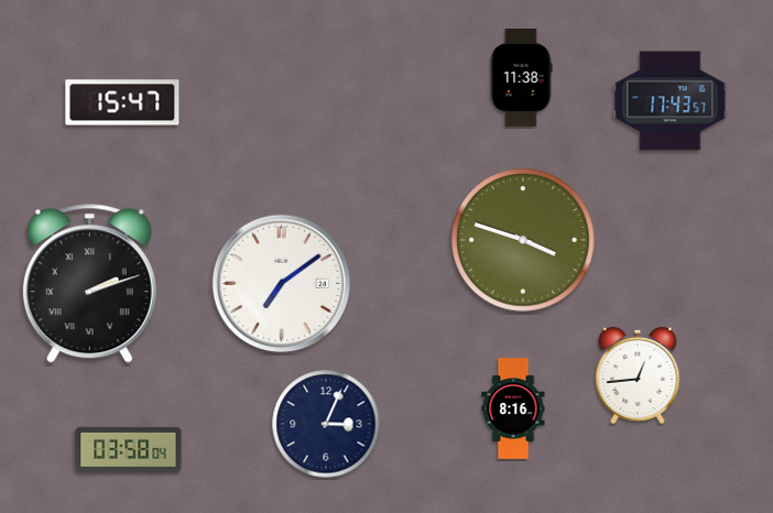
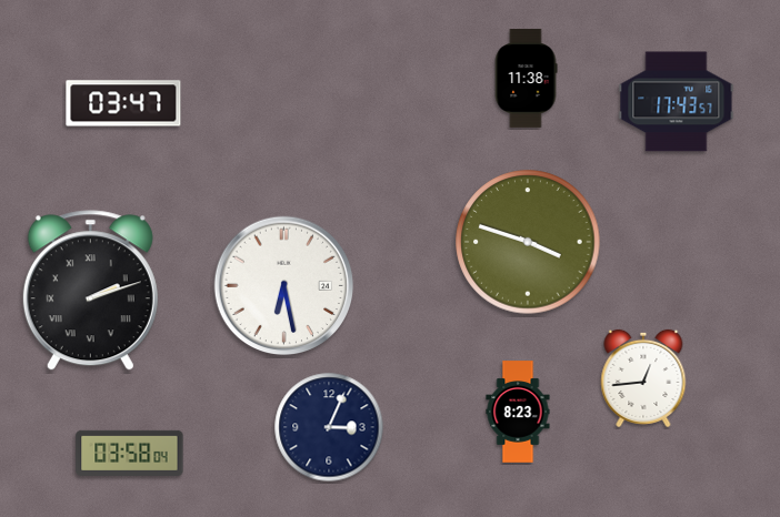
clock at (122, 102): 15:47 -> 03:47
clock at (89, 284) position: (89, 284) -> (90, 291)
clock at (282, 284): 7:09 -> 6:28
clock at (513, 408): 8:16 -> 8:23
